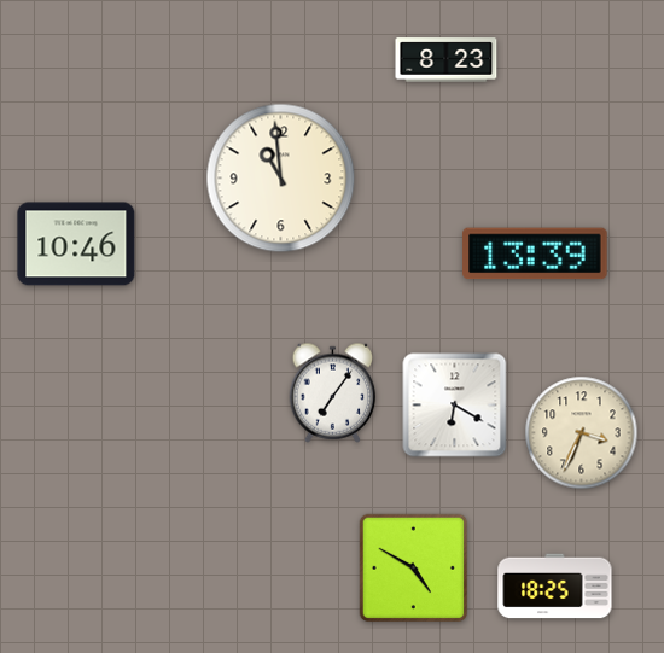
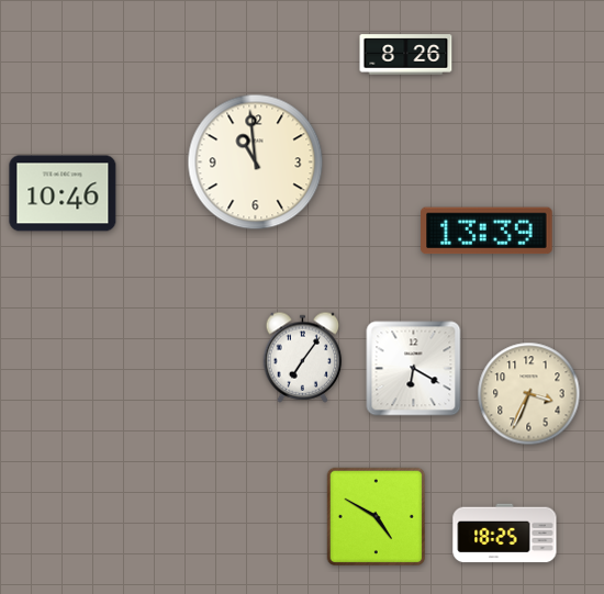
clock at (447, 60): 8:23 -> 8:26
clock at (76, 244) position: (76, 244) -> (63, 193)
